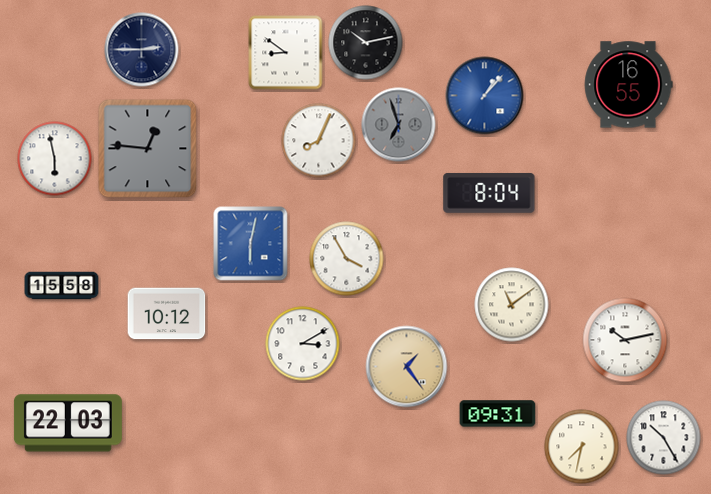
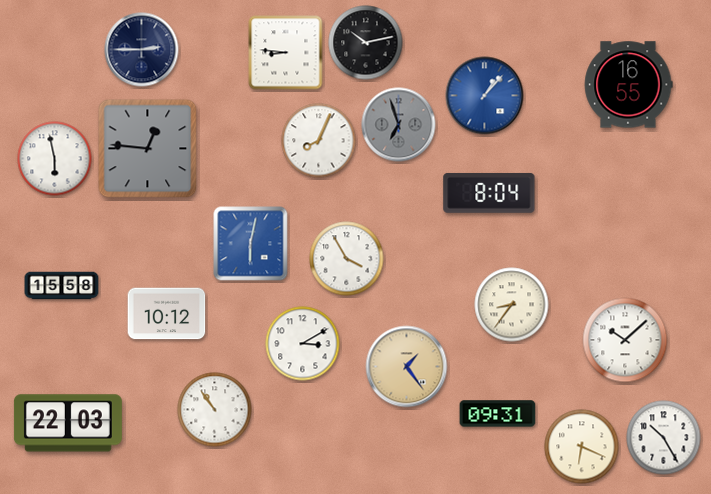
clock at (286, 53): 8:51 -> 8:46
clock at (512, 305): 11:09 -> 8:36
clock at (625, 340): 10:13 -> 10:08
clock at (215, 410): none -> 10:54
clock at (582, 447): 7:32 -> 6:19
